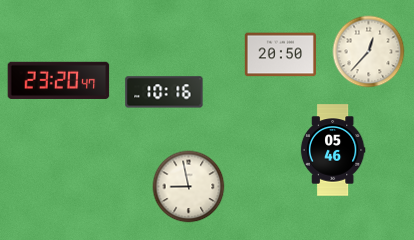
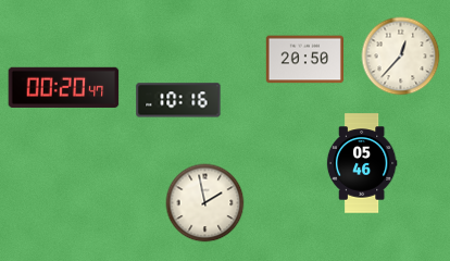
clock at (59, 80): 23:20 -> 00:20
clock at (189, 187): 8:58 -> 1:58
